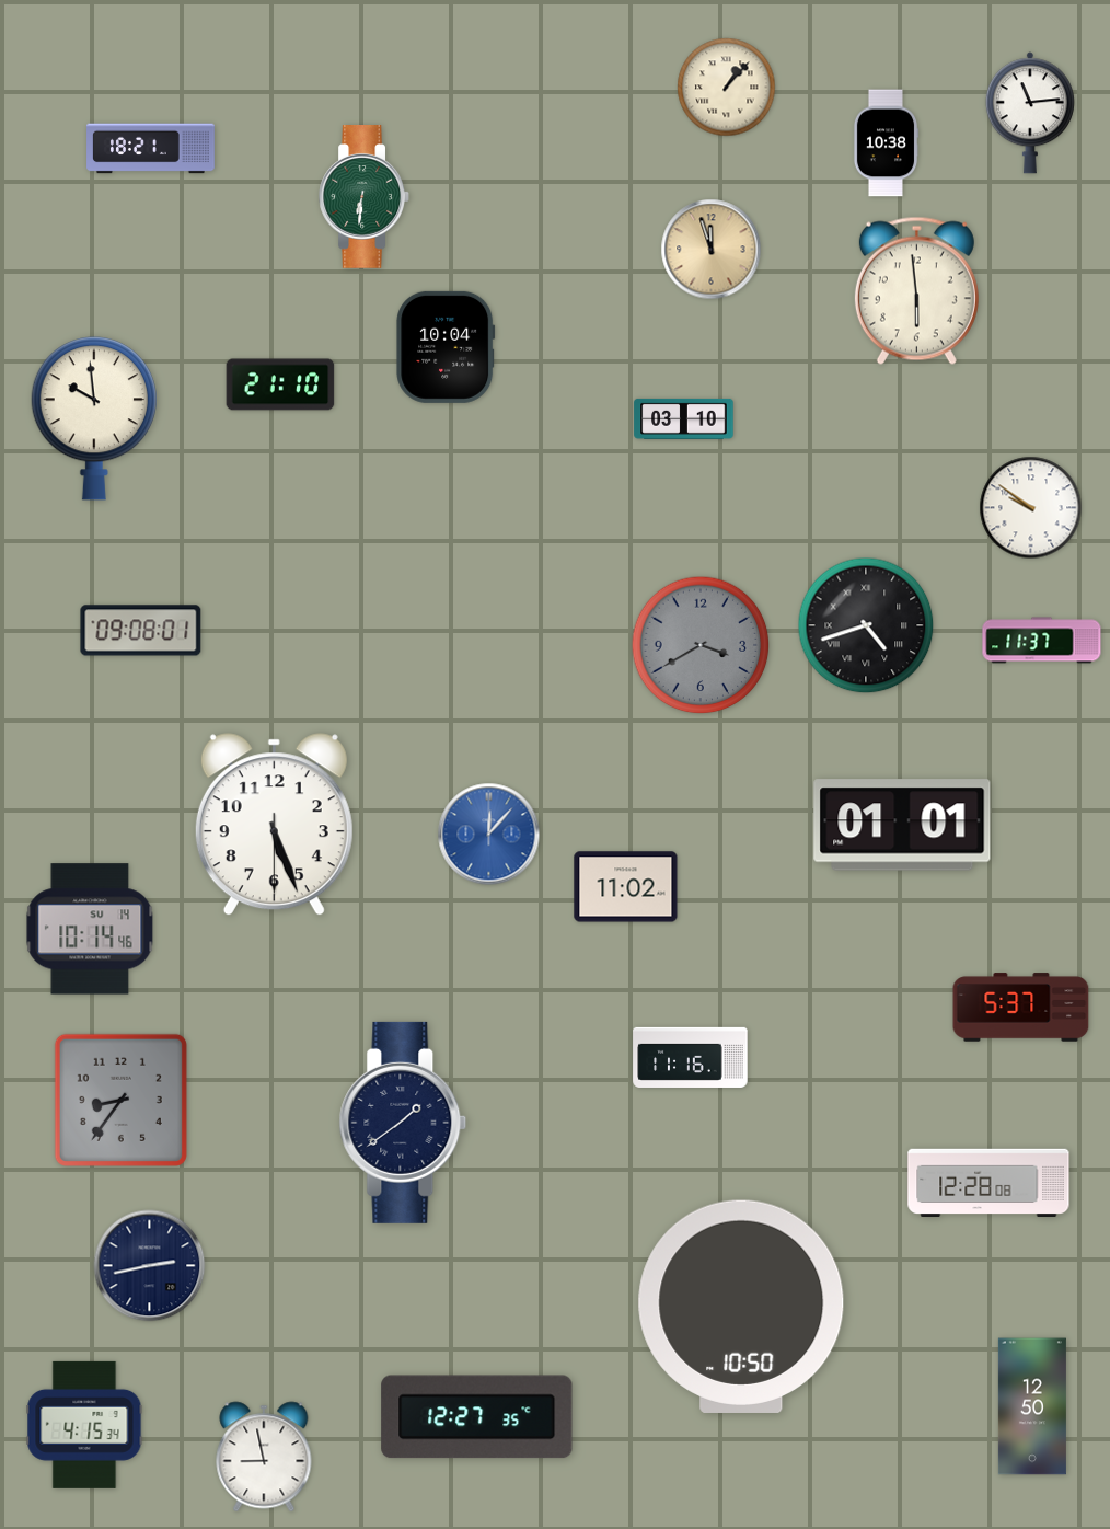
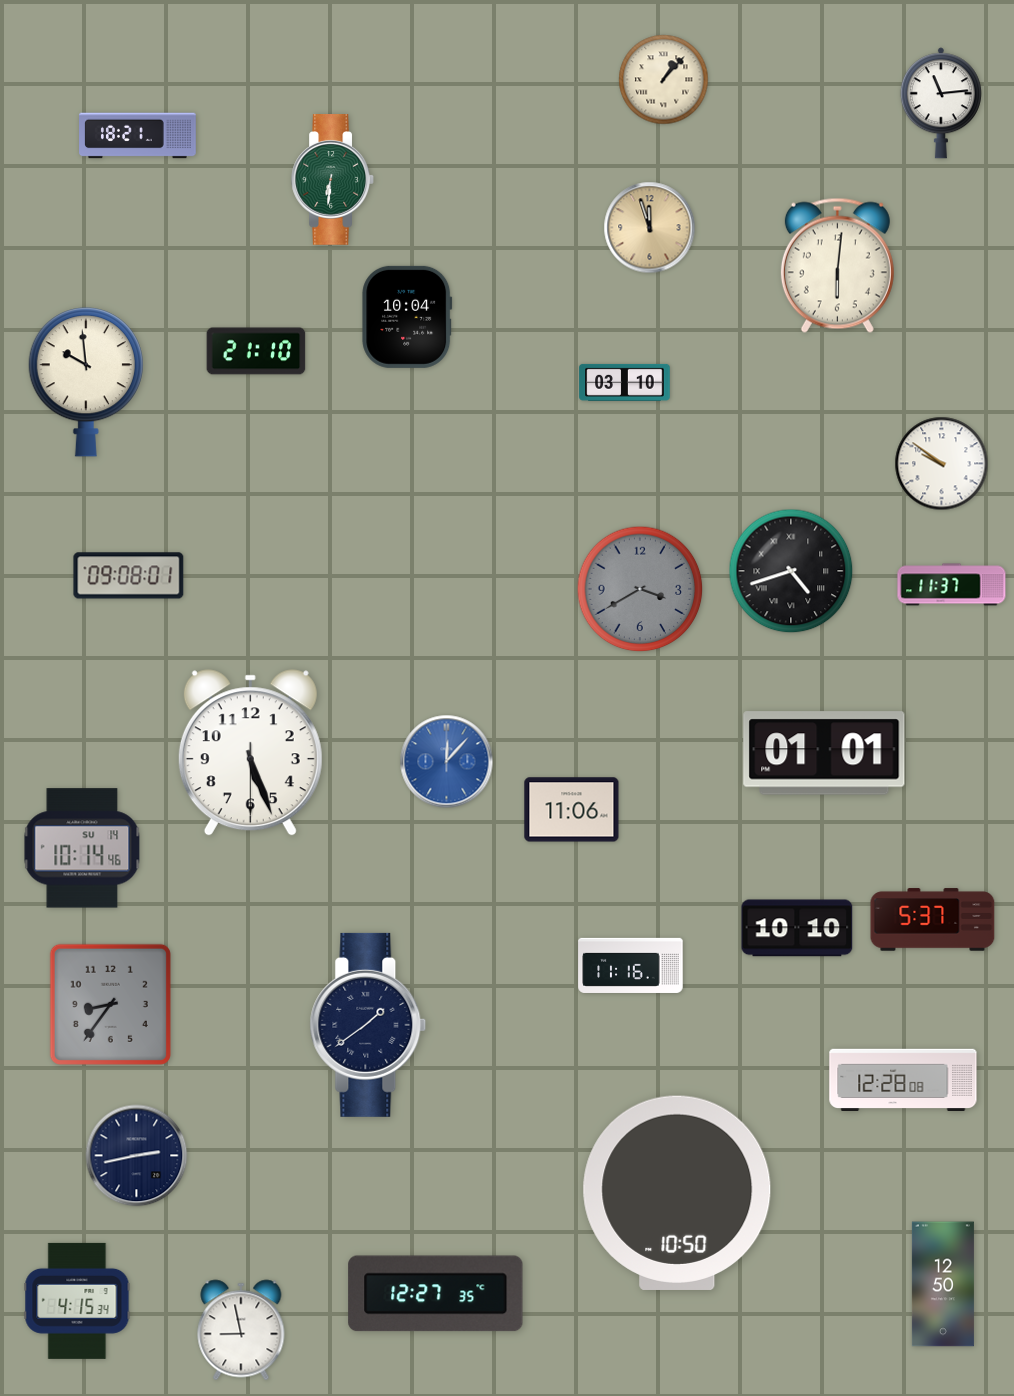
clock at (886, 143): 10:38 -> none
clock at (916, 290): 5:59 -> 6:01
clock at (626, 887): 11:02 -> 11:06
clock at (797, 928): none -> 10:10
